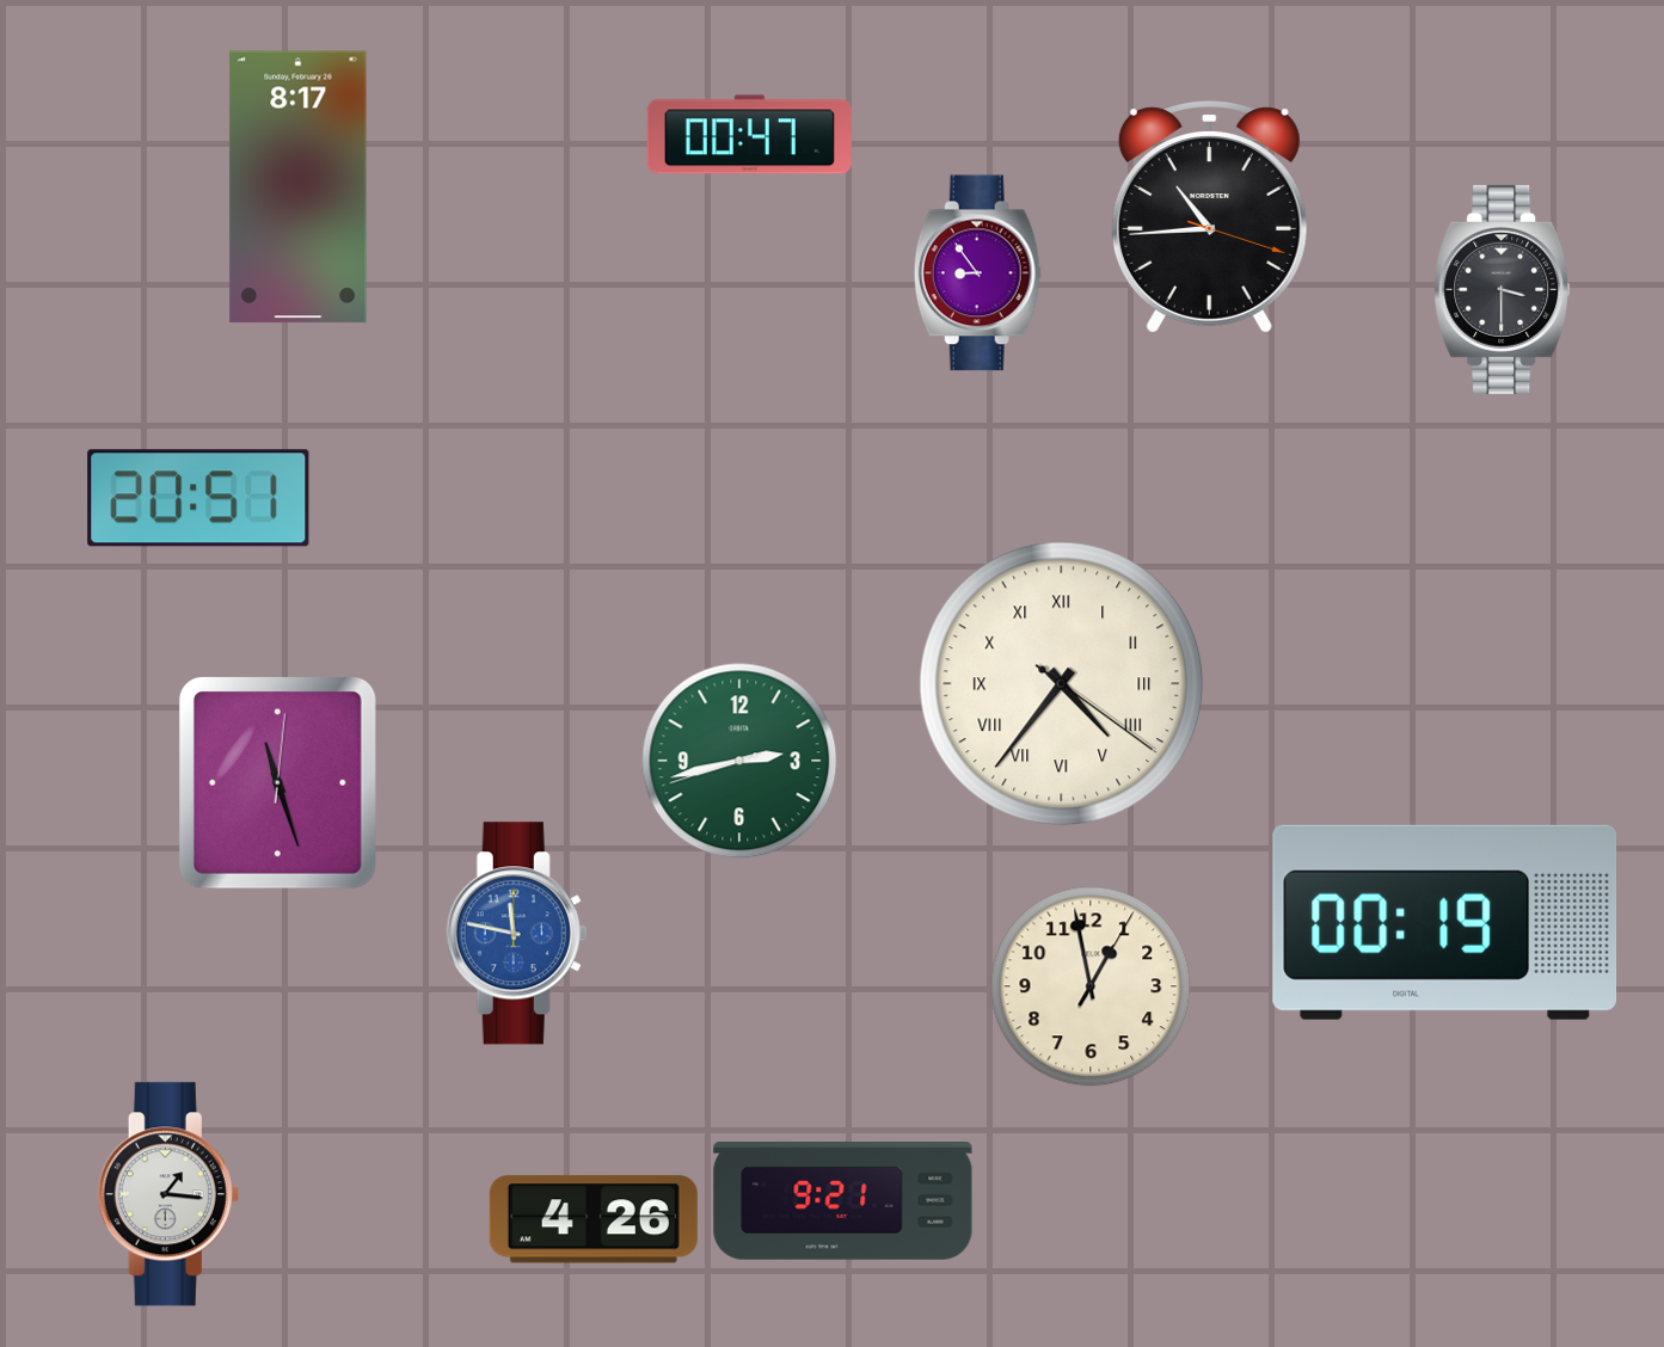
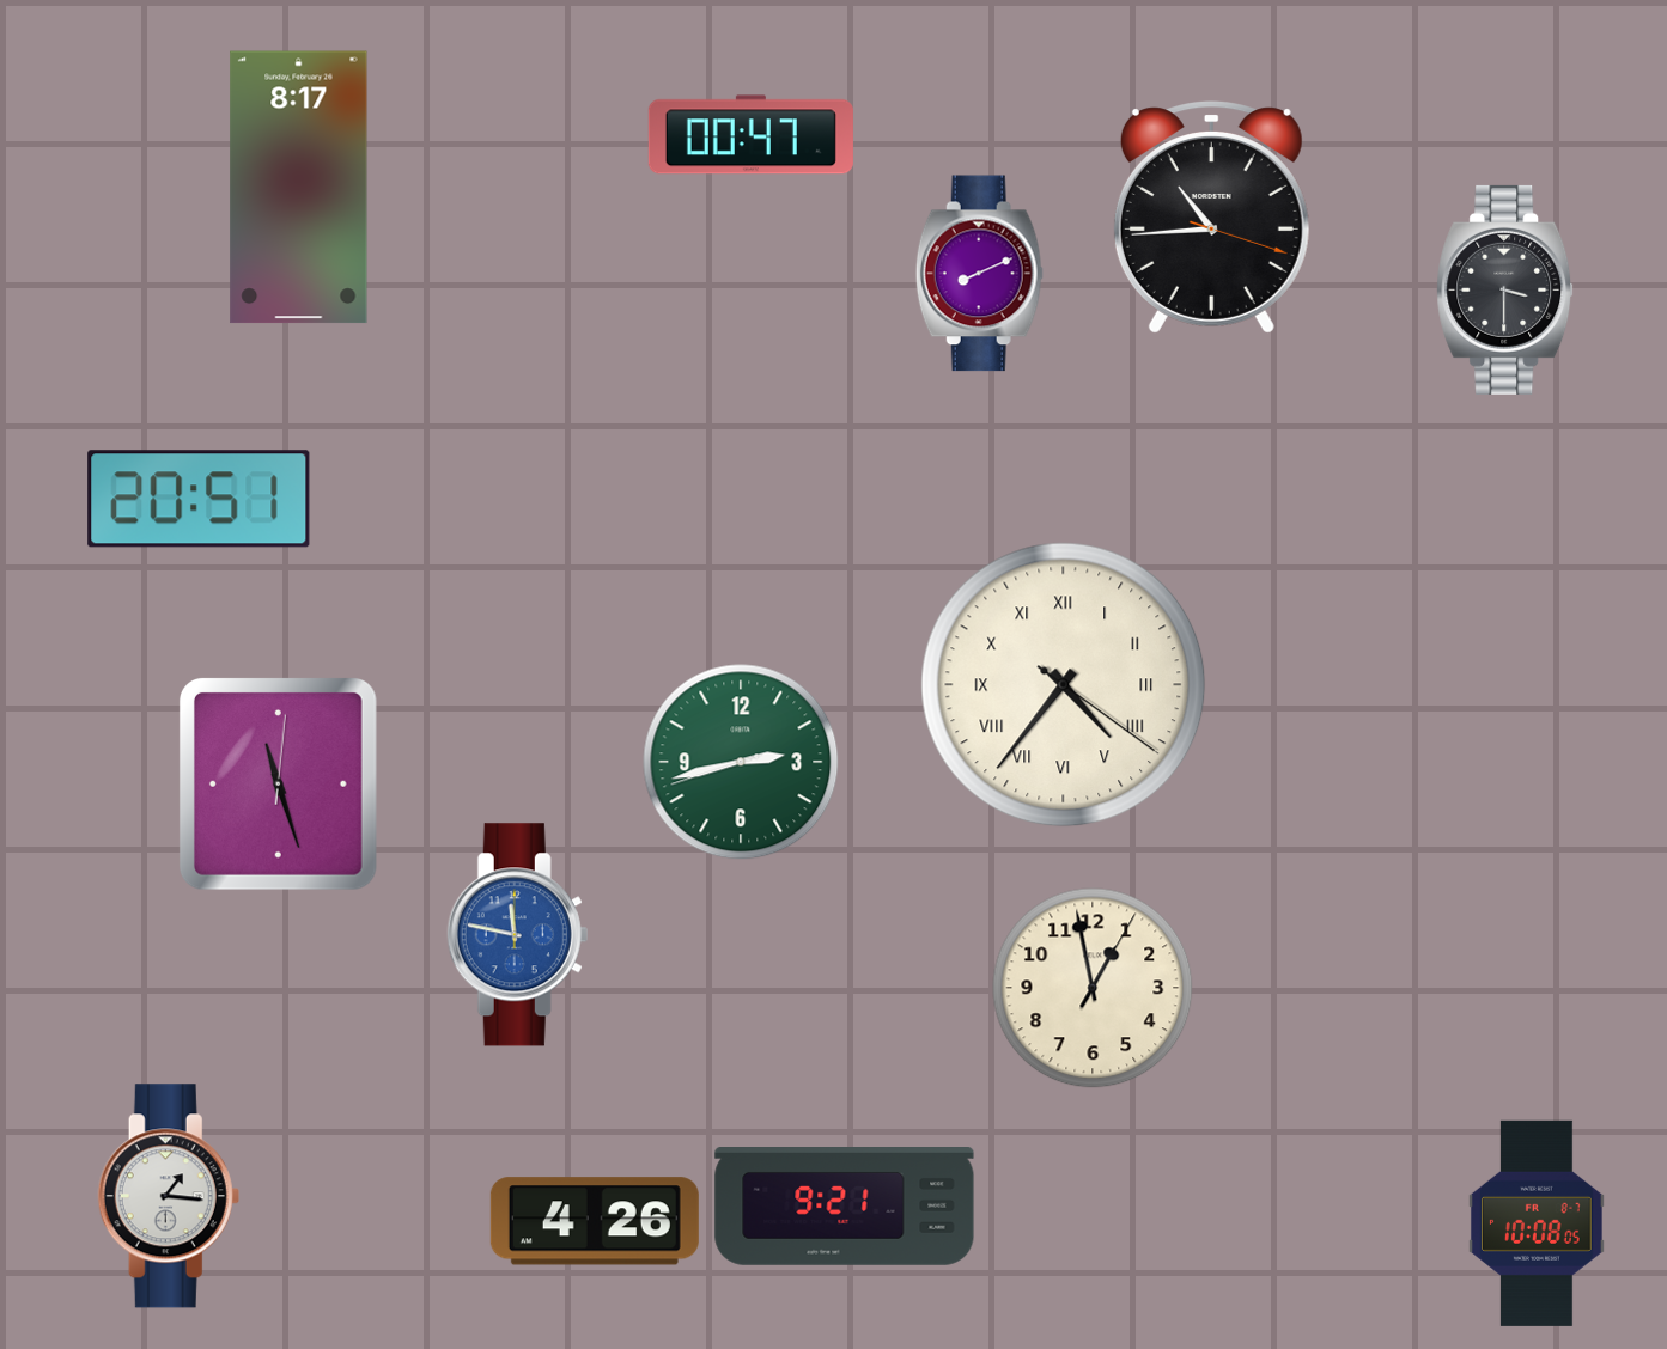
clock at (977, 273): 8:54 -> 8:11
clock at (1445, 922): 00:19 -> none
clock at (843, 1201) position: (843, 1201) -> (845, 1207)
clock at (1537, 1223): none -> 10:08
